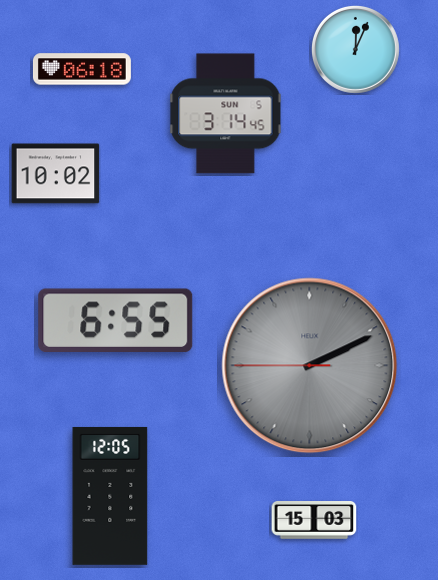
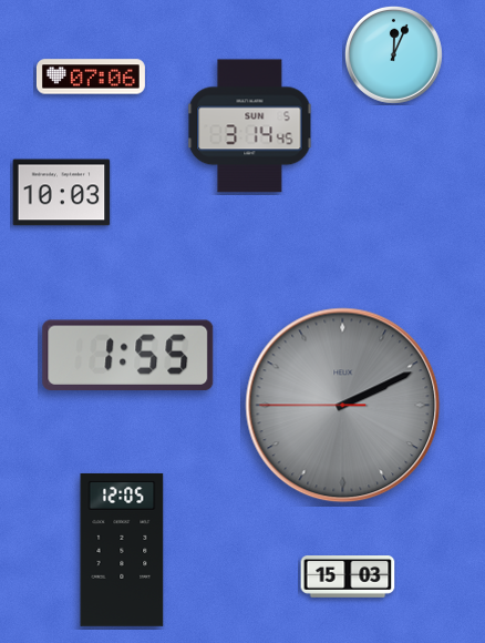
clock at (82, 69): 06:18 -> 07:06
clock at (56, 174): 10:02 -> 10:03
clock at (116, 320): 6:55 -> 1:55
